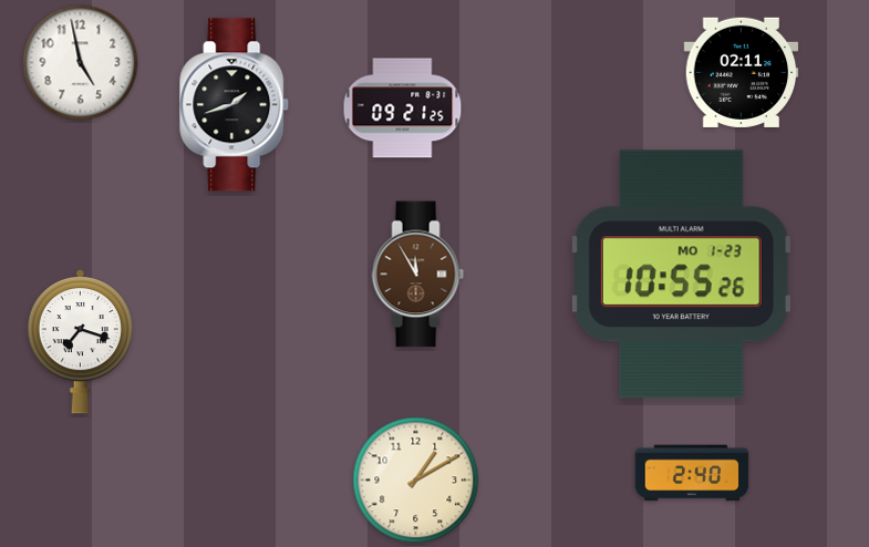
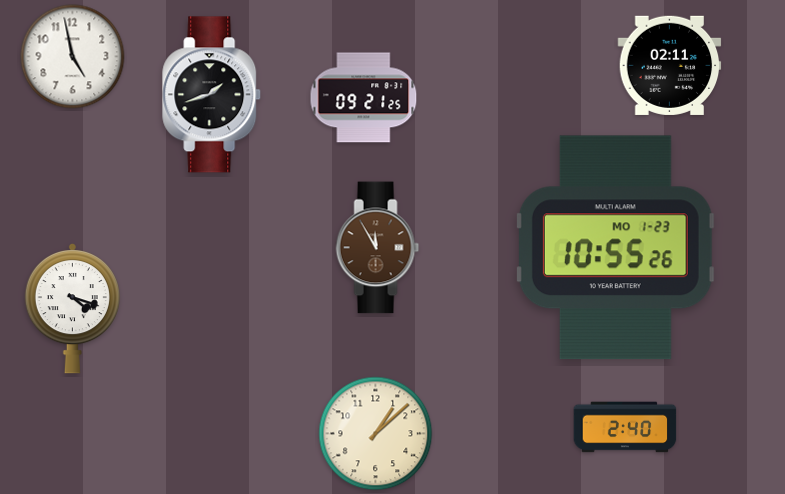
clock at (80, 341): 7:18 -> 4:18
clock at (416, 481): 1:10 -> 1:08
